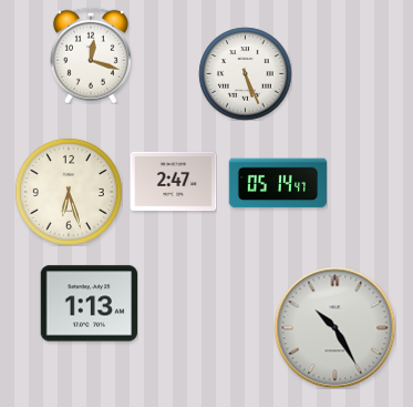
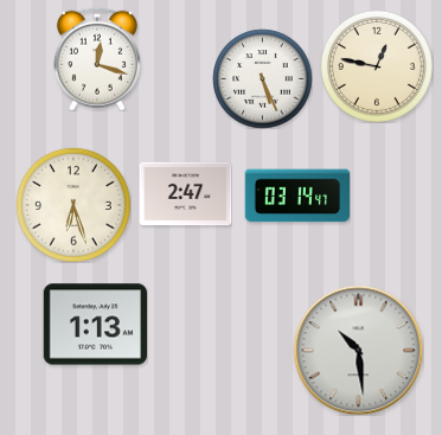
clock at (377, 66): none -> 12:47
clock at (278, 183): 05:14 -> 03:14
clock at (334, 327): 10:25 -> 10:29
